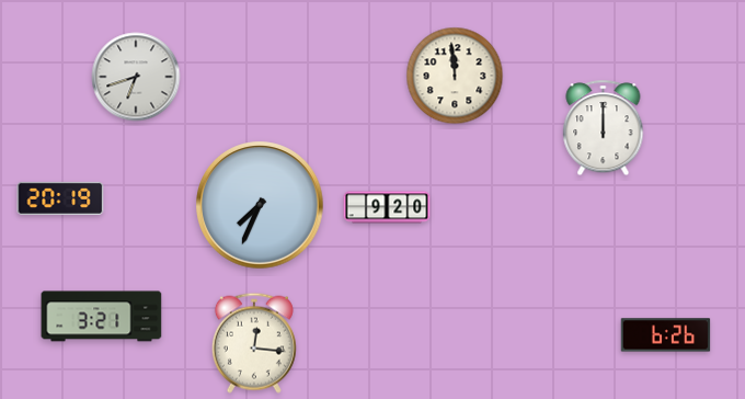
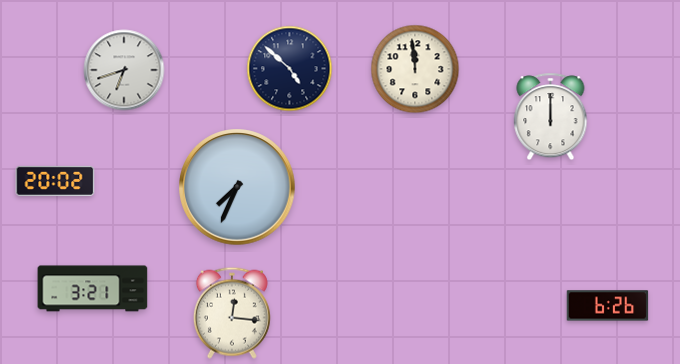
clock at (290, 69): none -> 4:52
clock at (60, 198): 20:19 -> 20:02
clock at (387, 207): 9:20 -> none
